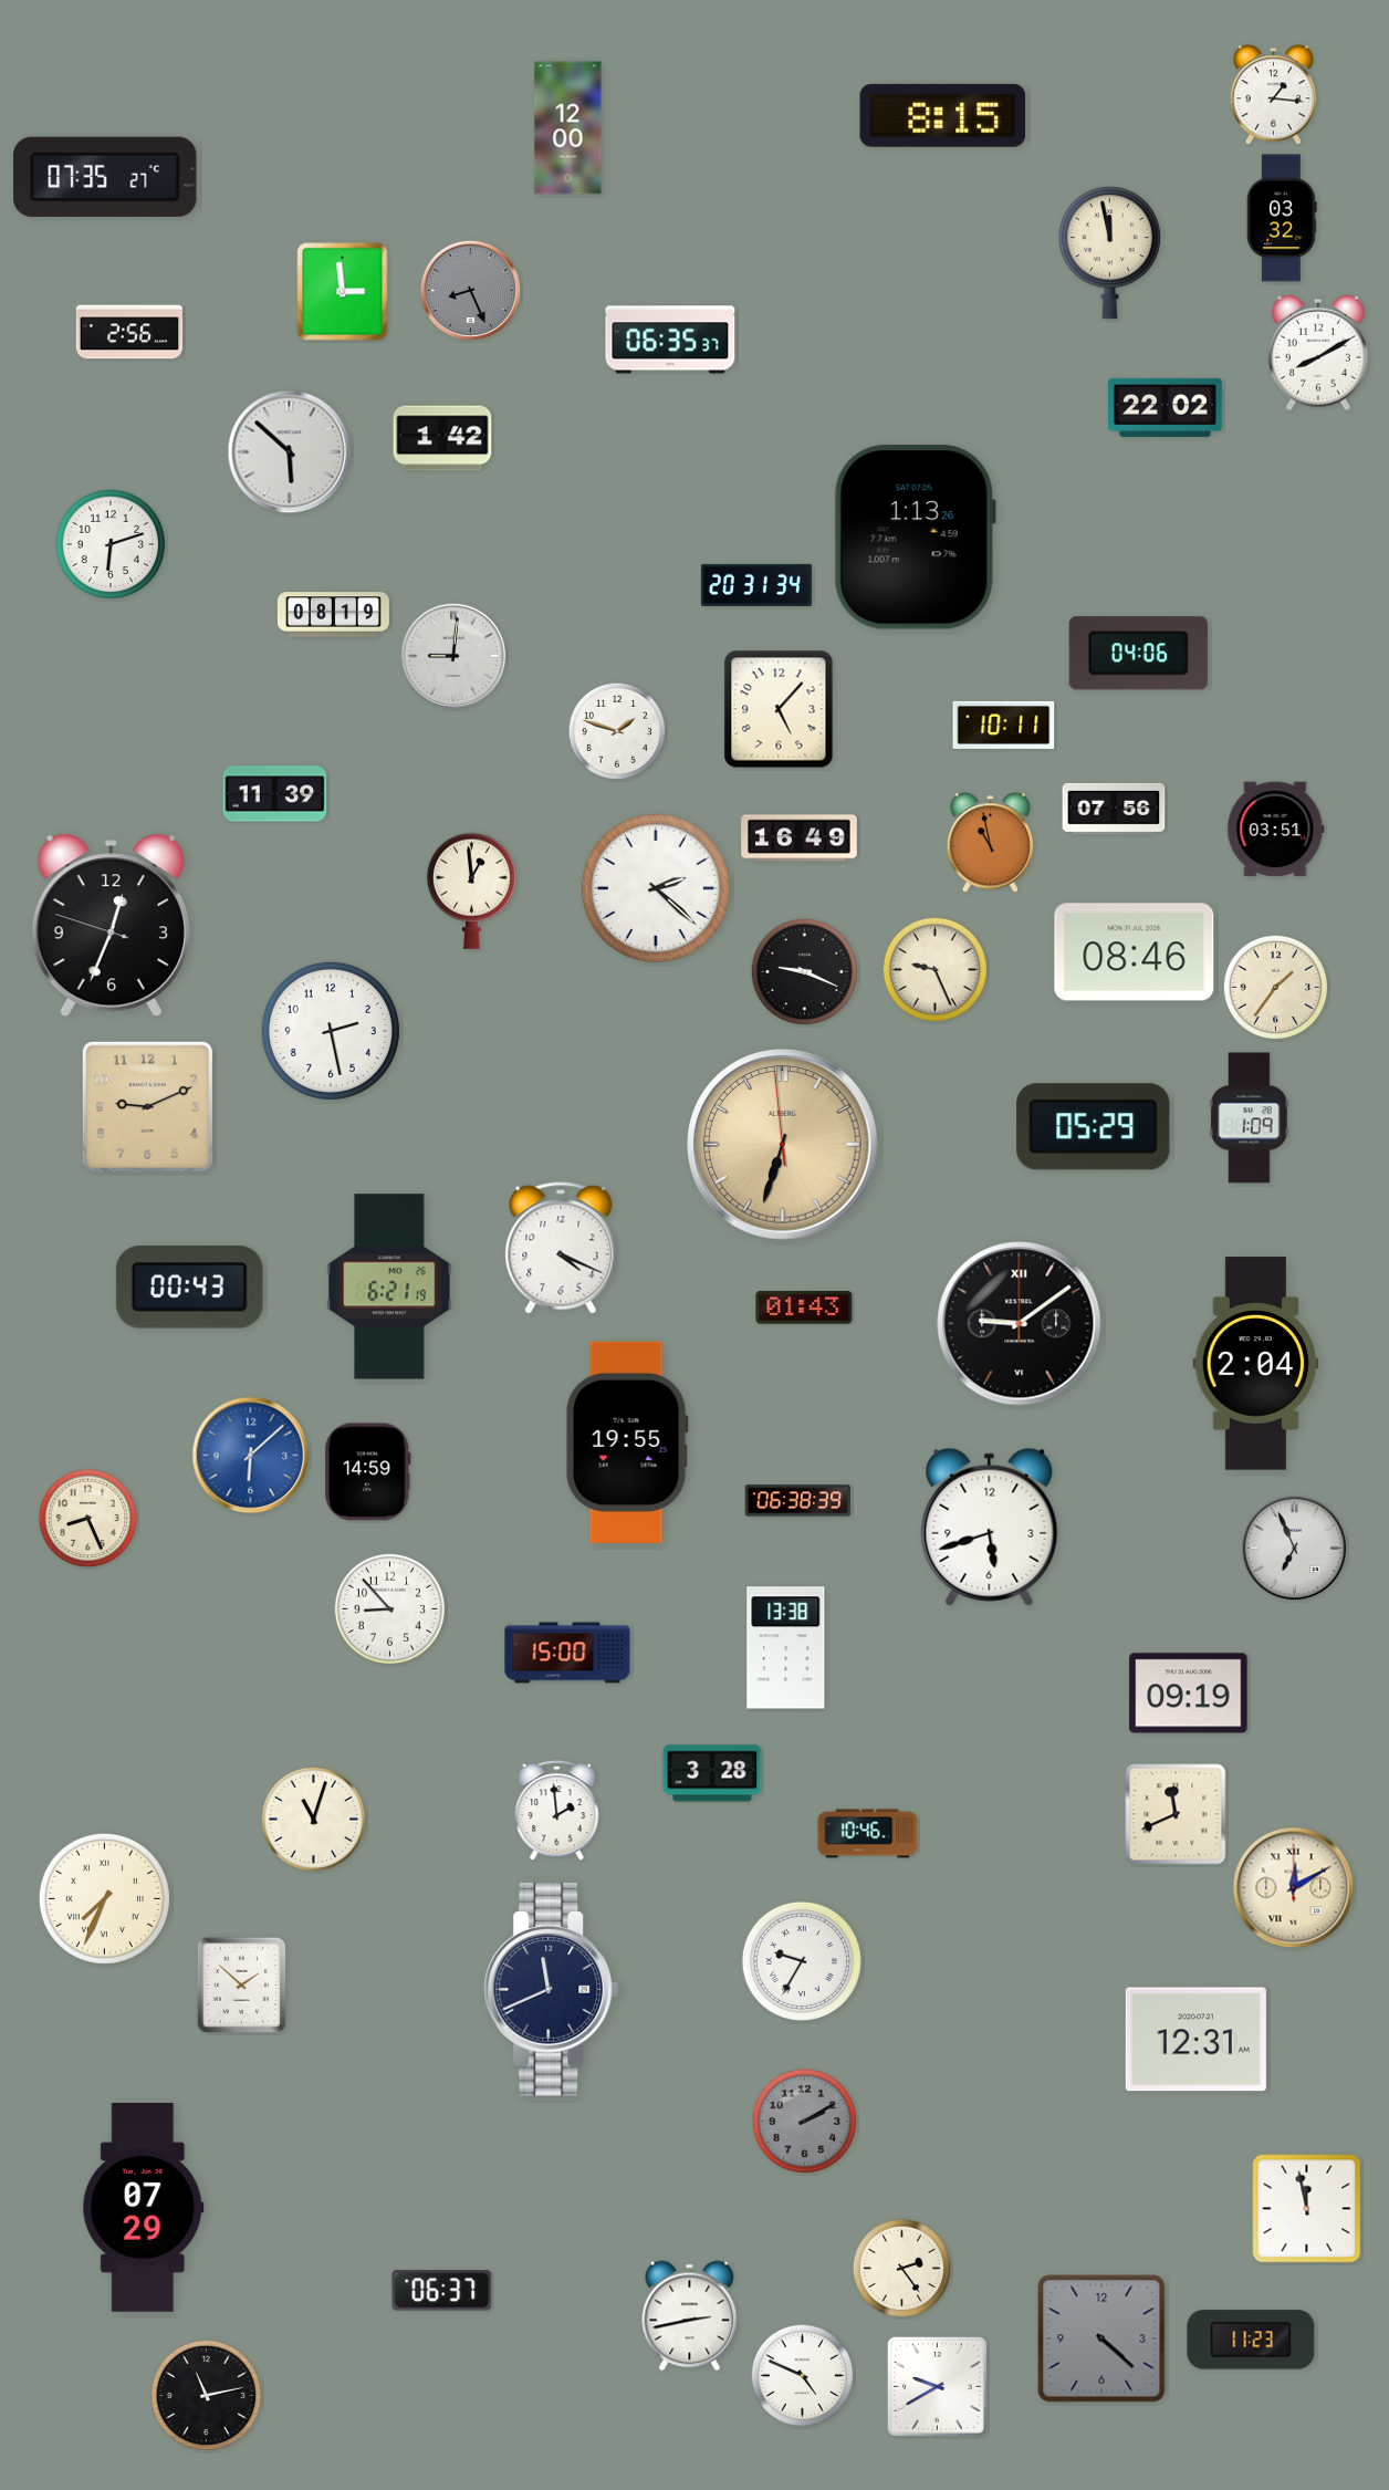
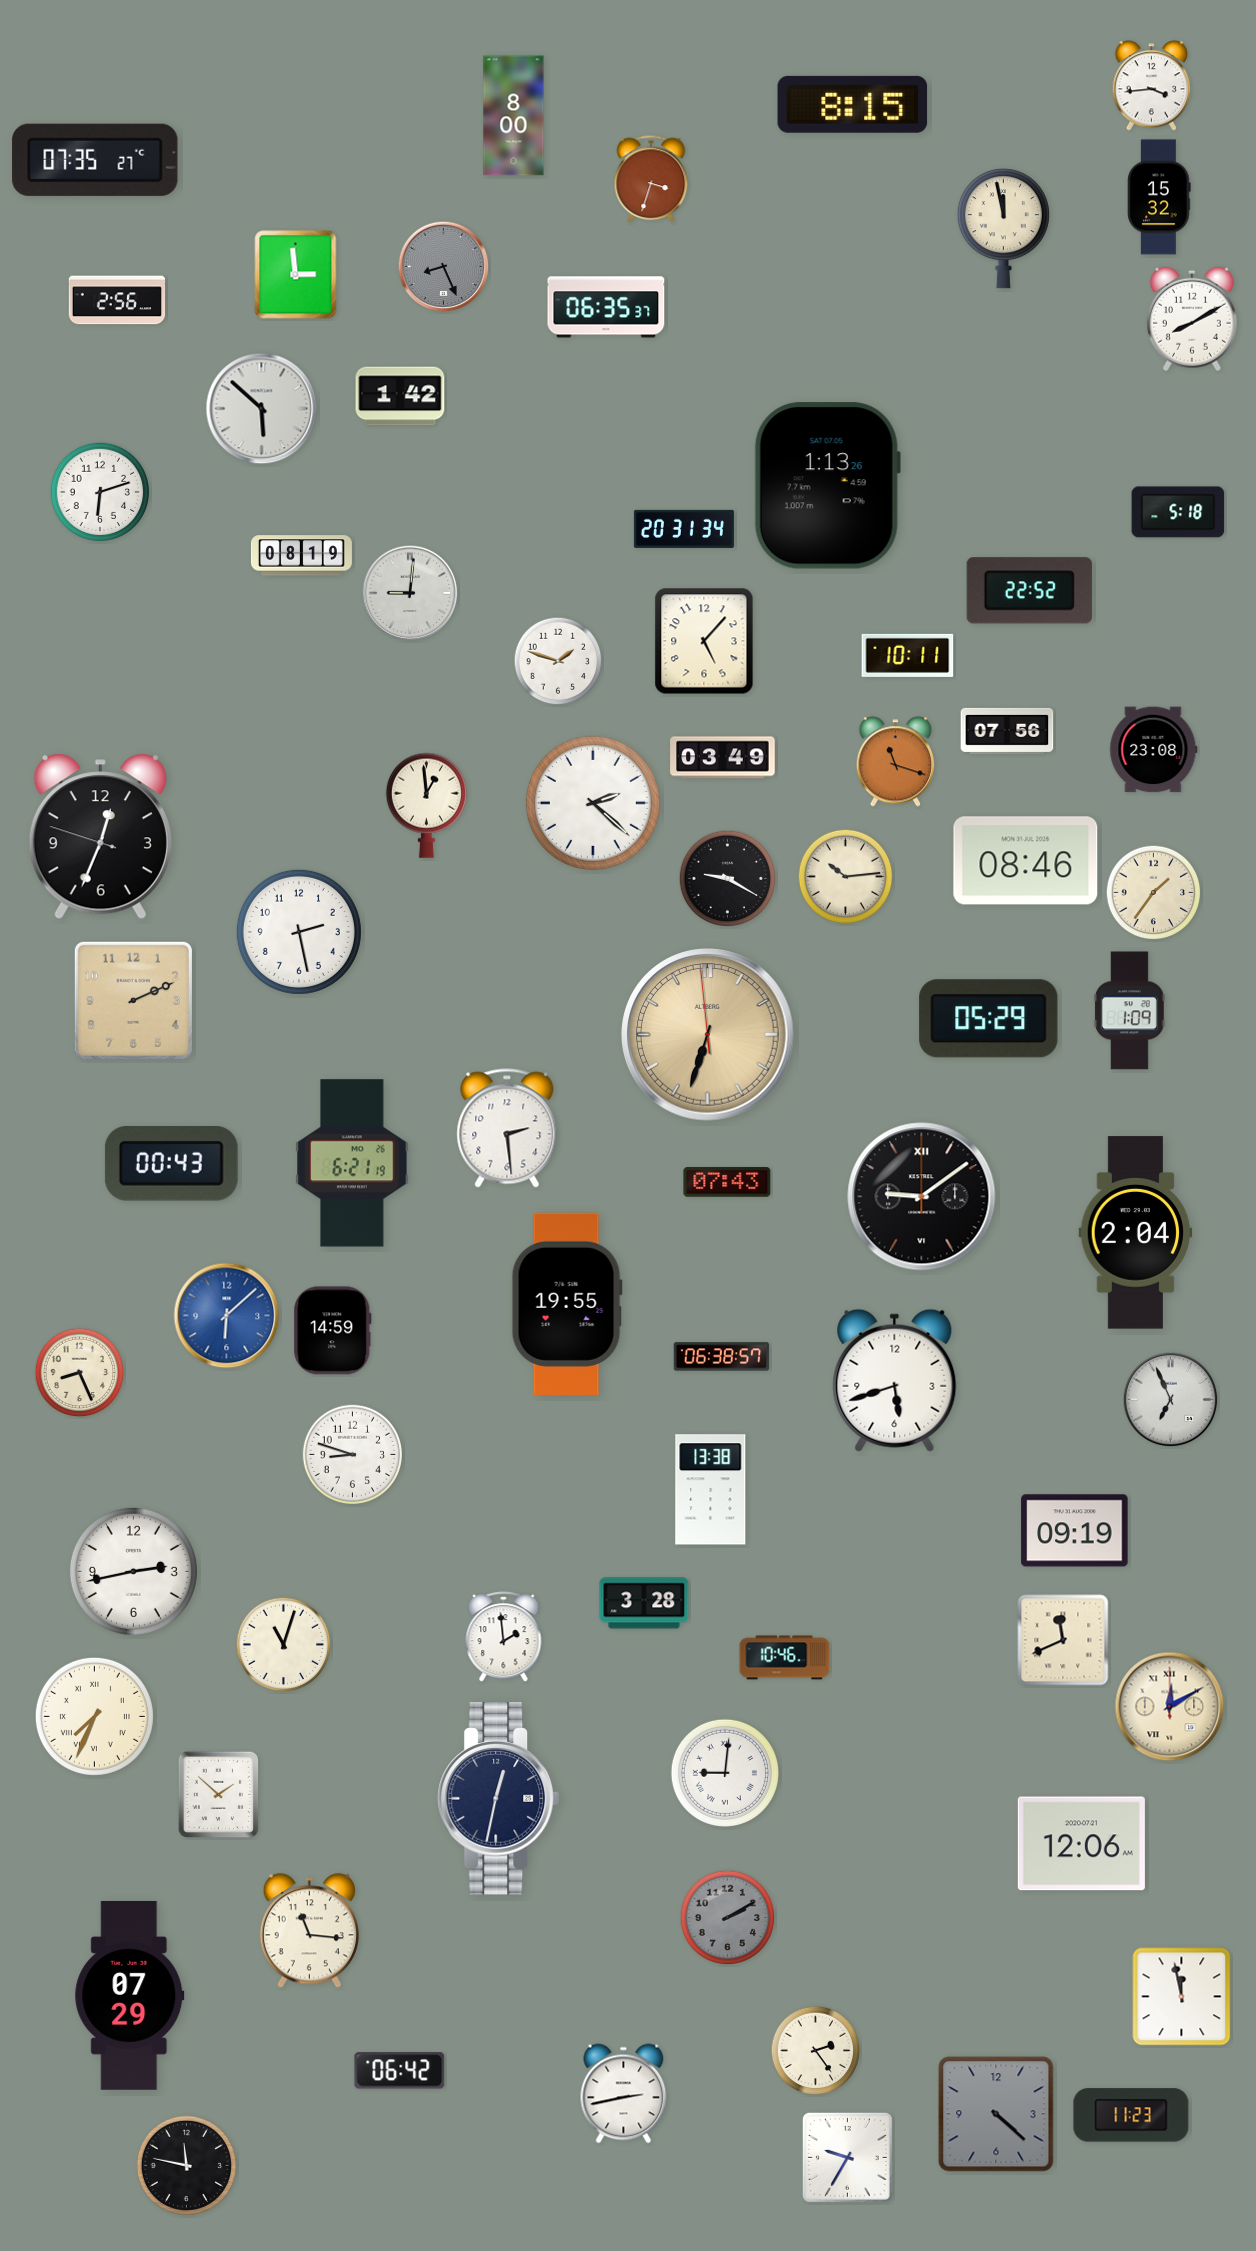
clock at (1274, 95): 1:16 -> 3:44
clock at (568, 128): 12:00 -> 8:00
clock at (651, 180): none -> 3:33
clock at (1282, 218): 03:32 -> 15:32
clock at (471, 291) position: (471, 291) -> (444, 267)
clock at (343, 292) position: (343, 292) -> (296, 275)
clock at (1165, 407): 22:02 -> none
clock at (1178, 512): none -> 5:18
clock at (1138, 654): 04:06 -> 22:52
clock at (275, 794): 11:39 -> none
clock at (1276, 830): 03:51 -> 23:08
clock at (800, 838): 16:49 -> 03:49
clock at (991, 843): 10:58 -> 11:18
clock at (936, 970): 9:26 -> 10:14
clock at (805, 972): 9:19 -> 9:20
clock at (147, 1106): 9:11 -> 2:11
clock at (561, 1248): 4:19 -> 2:29
clock at (804, 1307): 01:43 -> 07:43
clock at (798, 1501): 06:38:39 -> 06:38:57
clock at (389, 1608): 8:53 -> 8:48
clock at (567, 1653): 15:00 -> none
clock at (133, 1571): none -> 2:43
clock at (802, 1961): 9:35 -> 9:01
clock at (552, 1990): 11:41 -> 12:32
clock at (1195, 2040): 12:31 -> 12:06
clock at (309, 1931): none -> 11:16
clock at (442, 2291): 06:37 -> 06:42
clock at (803, 2376): 4:49 -> none
clock at (937, 2386): 9:40 -> 9:35
clock at (206, 2395): 11:13 -> 11:47
